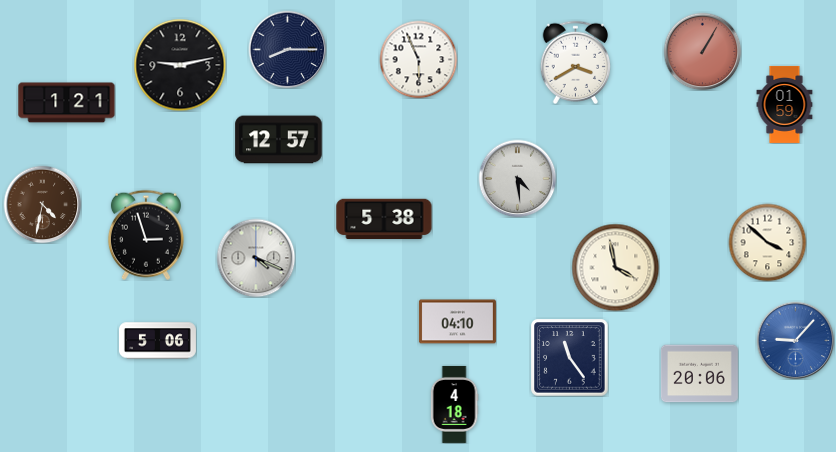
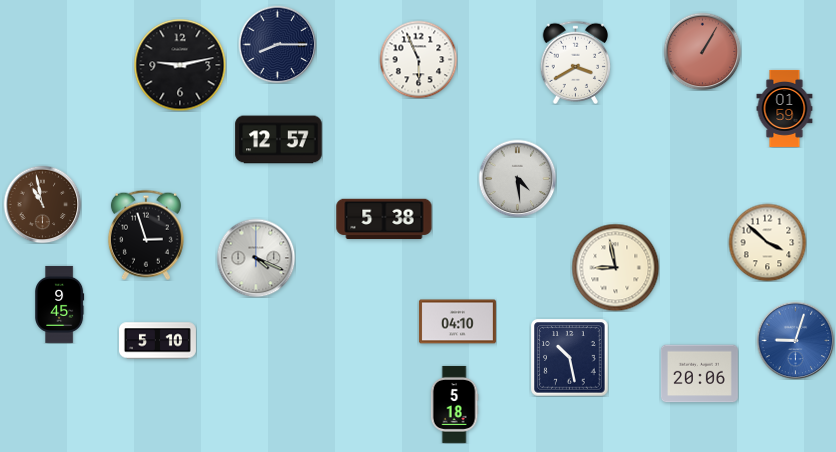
clock at (287, 49) position: (287, 49) -> (277, 44)
clock at (67, 103): 1:21 -> none
clock at (785, 104) position: (785, 104) -> (785, 108)
clock at (42, 204): 4:32 -> 10:58
clock at (615, 267): 3:58 -> 8:58
clock at (60, 304): none -> 9:45
clock at (795, 340): 9:07 -> 9:03
clock at (157, 341): 5:06 -> 5:10
clock at (569, 357): 11:24 -> 10:28
clock at (454, 404): 4:18 -> 5:18
